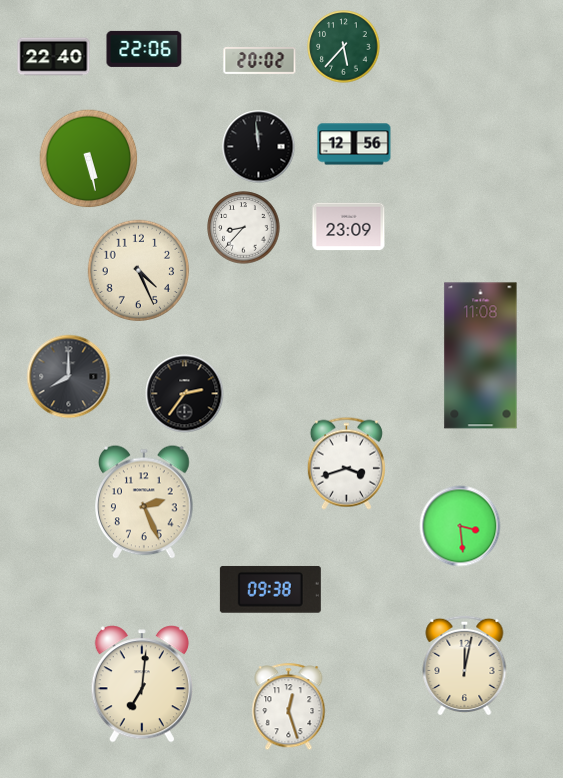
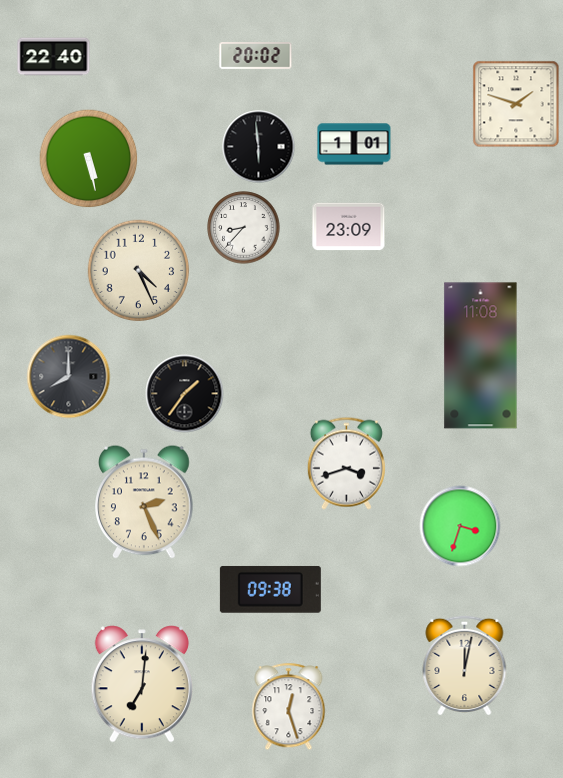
clock at (344, 47): 5:37 -> none
clock at (144, 49): 22:06 -> none
clock at (260, 61) position: (260, 61) -> (256, 56)
clock at (516, 104): none -> 1:48
clock at (354, 144): 12:56 -> 1:01
clock at (259, 147): 11:59 -> 5:59
clock at (185, 394): 2:36 -> 1:36
clock at (460, 526): 3:29 -> 3:33
